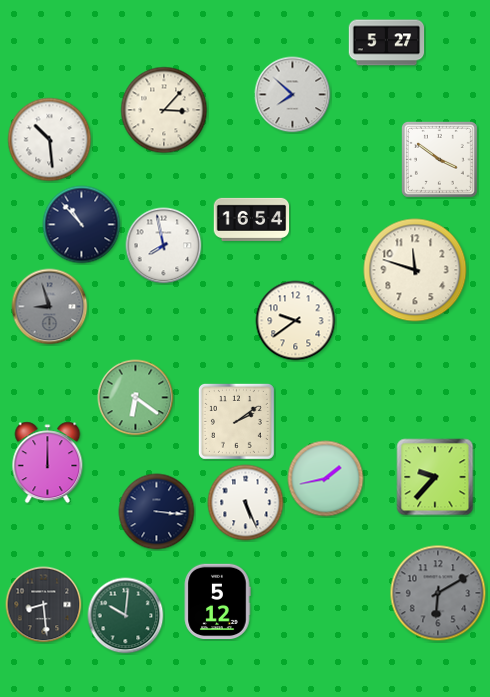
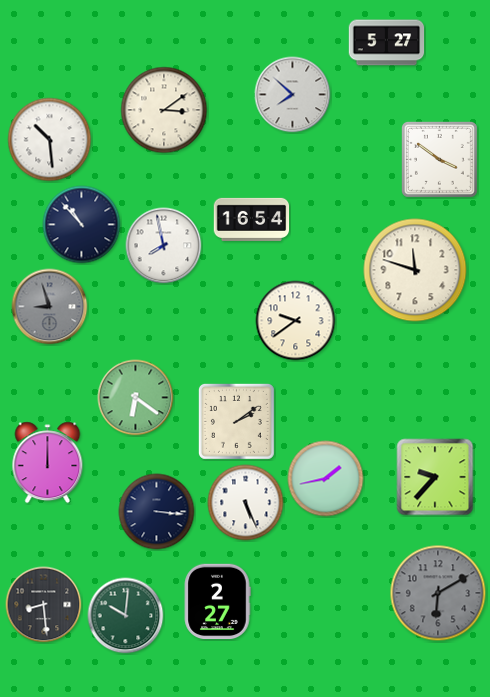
clock at (164, 110): 3:07 -> 3:09
clock at (217, 602): 5:12 -> 2:27
